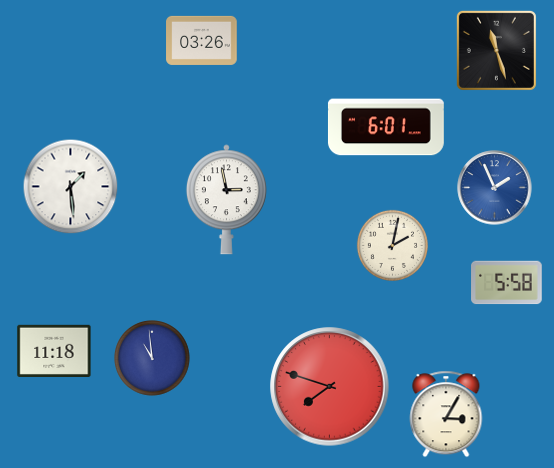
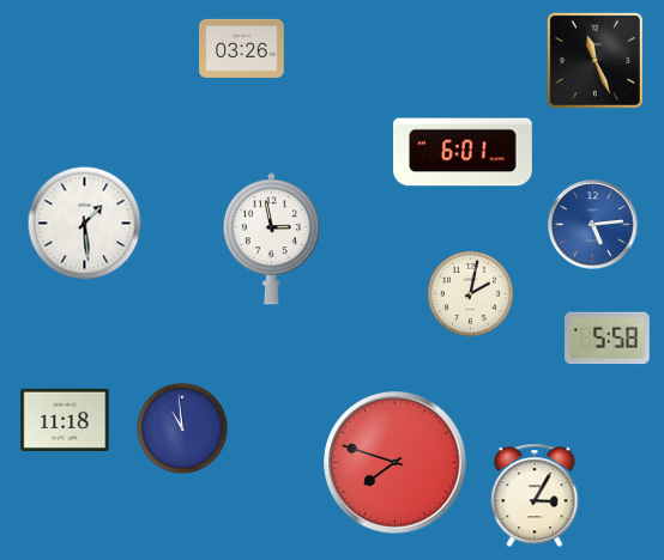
clock at (496, 50): 11:27 -> 11:26
clock at (495, 188): 1:56 -> 5:14
